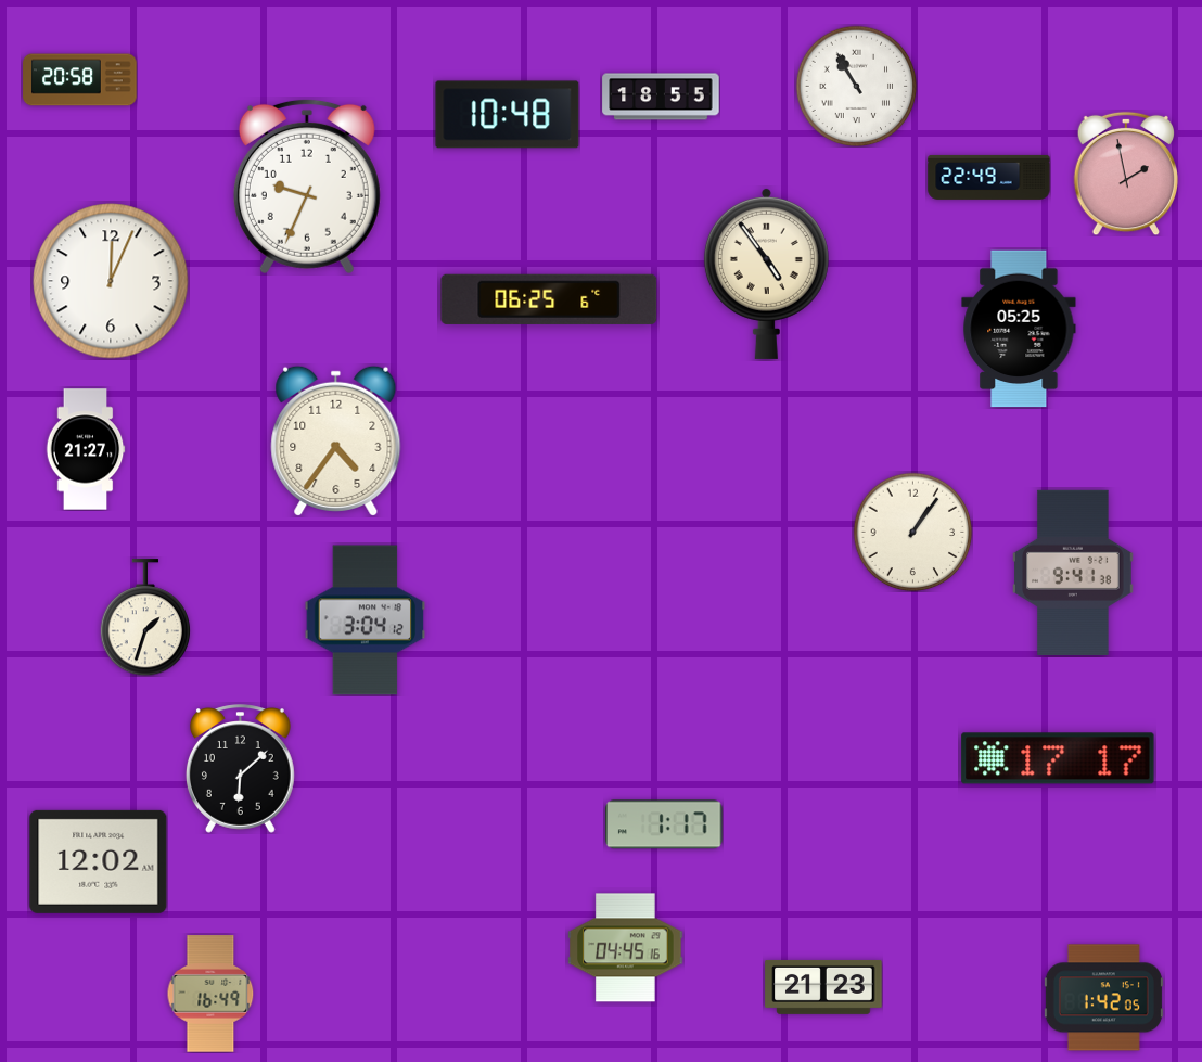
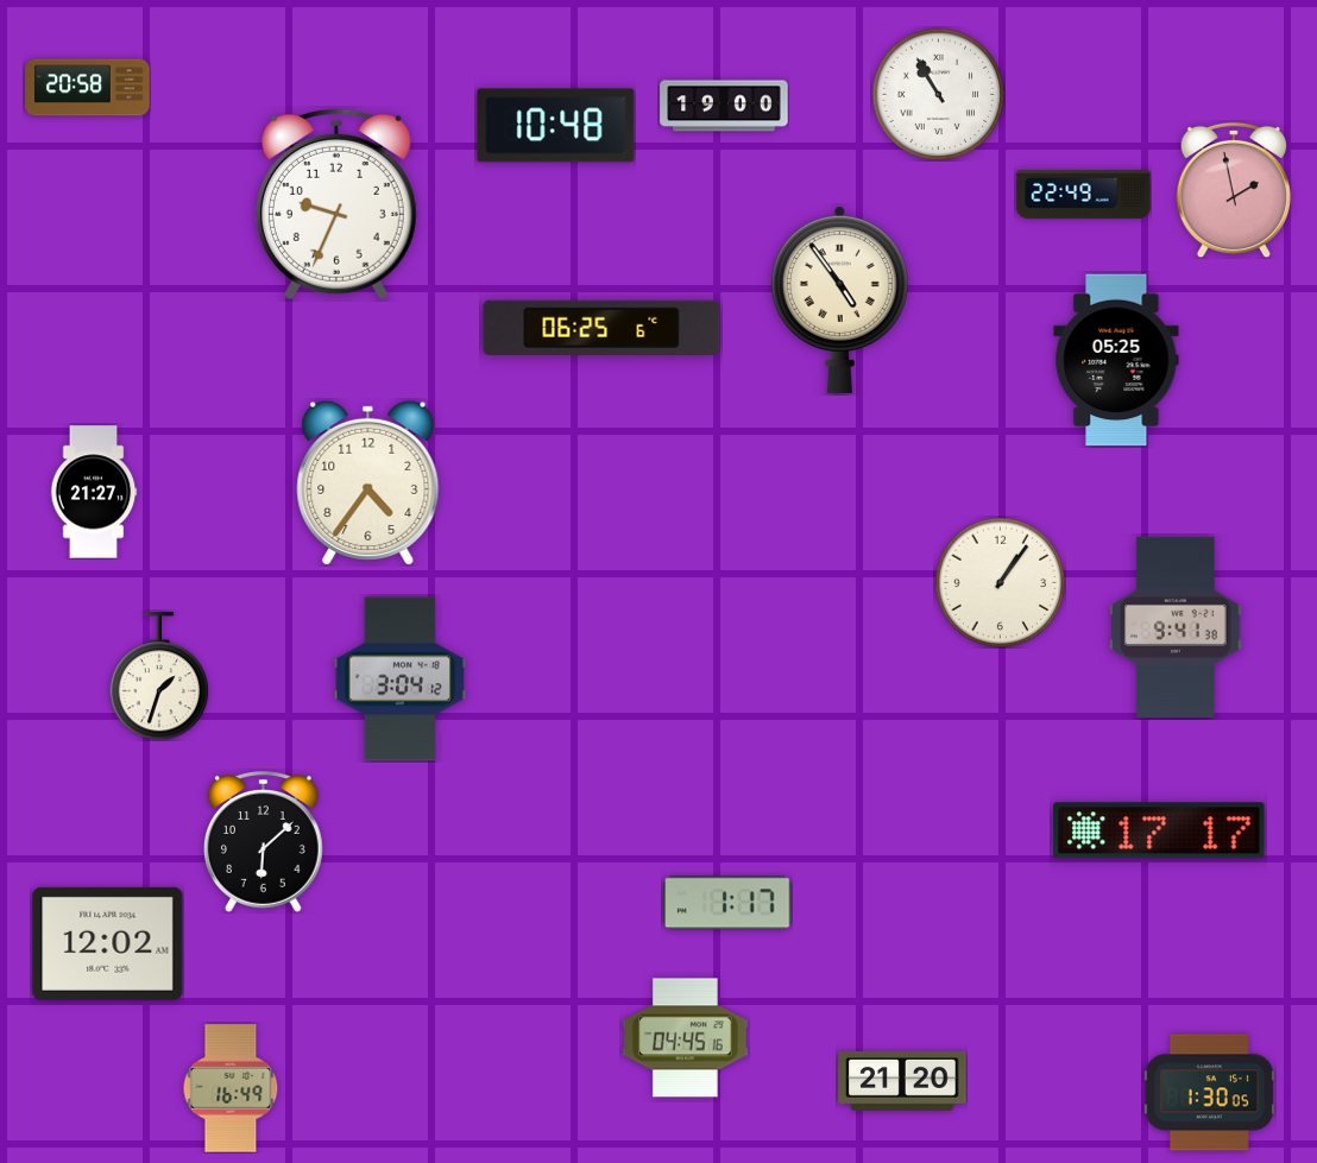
clock at (661, 97): 18:55 -> 19:00
clock at (111, 281): 12:04 -> none
clock at (823, 987): 21:23 -> 21:20
clock at (1103, 998): 1:42 -> 1:30
